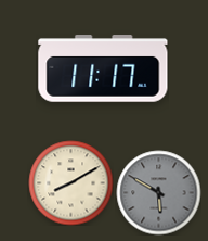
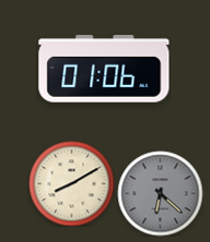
clock at (103, 68): 11:17 -> 01:06
clock at (158, 192): 5:50 -> 6:22
